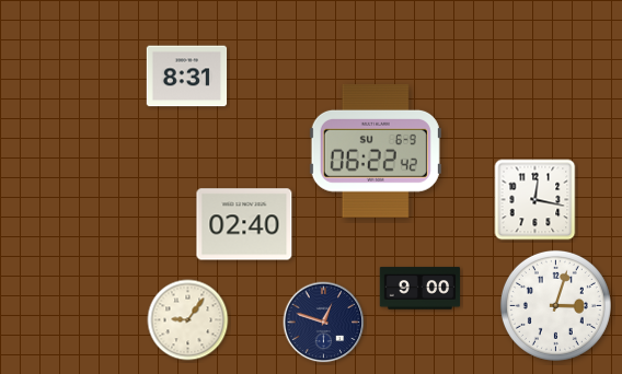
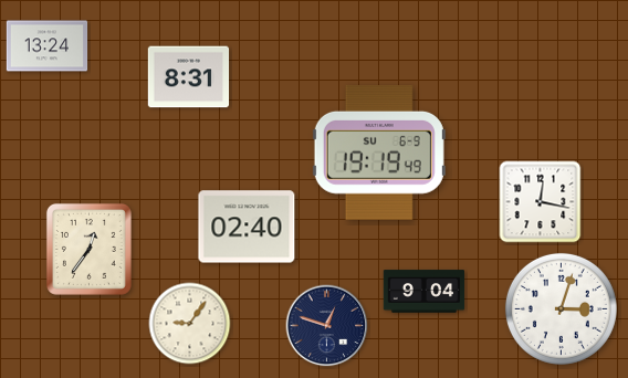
clock at (48, 46): none -> 13:24
clock at (376, 151): 06:22 -> 19:19
clock at (88, 249): none -> 12:36
clock at (421, 289): 9:00 -> 9:04
